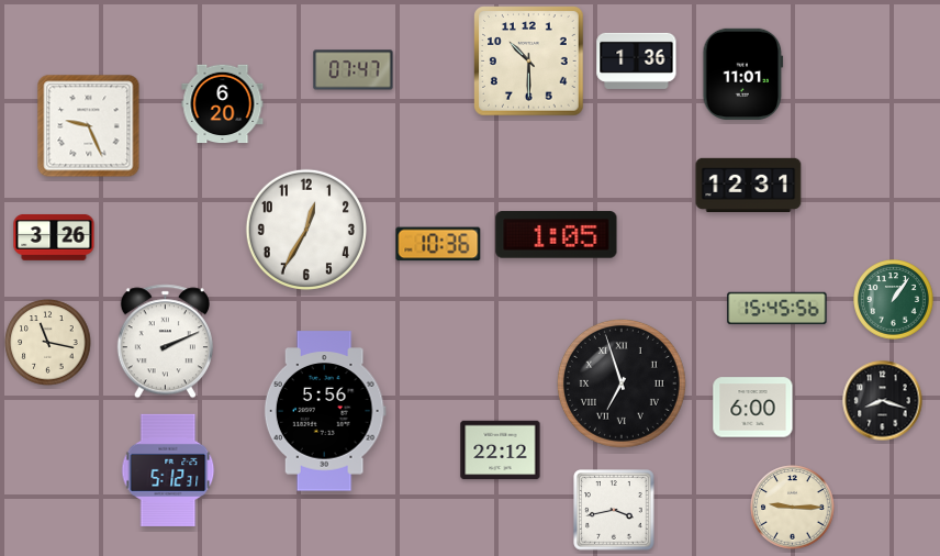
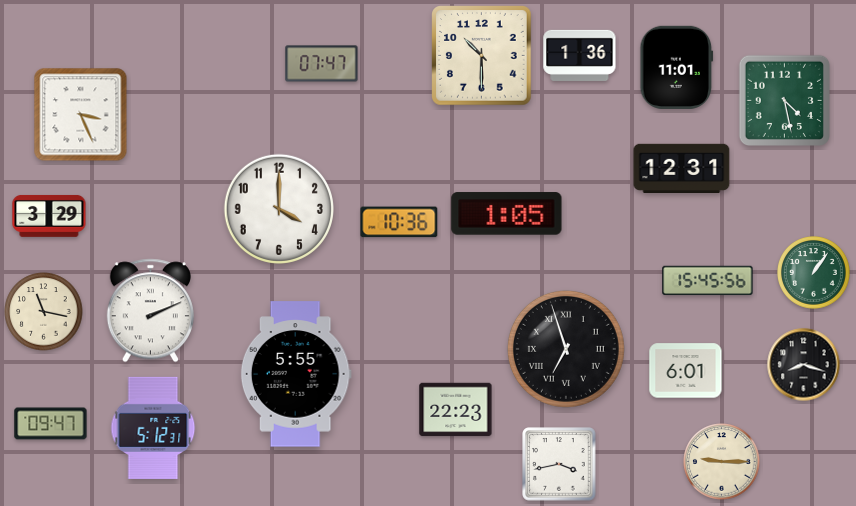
clock at (223, 104): 6:20 -> none
clock at (784, 100): none -> 4:28
clock at (89, 126): 9:26 -> 3:26
clock at (306, 230): 12:35 -> 4:00
clock at (54, 237): 3:26 -> 3:29
clock at (753, 408): 6:00 -> 6:01
clock at (325, 411): 5:56 -> 5:55
clock at (501, 451): 22:12 -> 22:23
clock at (51, 424): none -> 09:47
